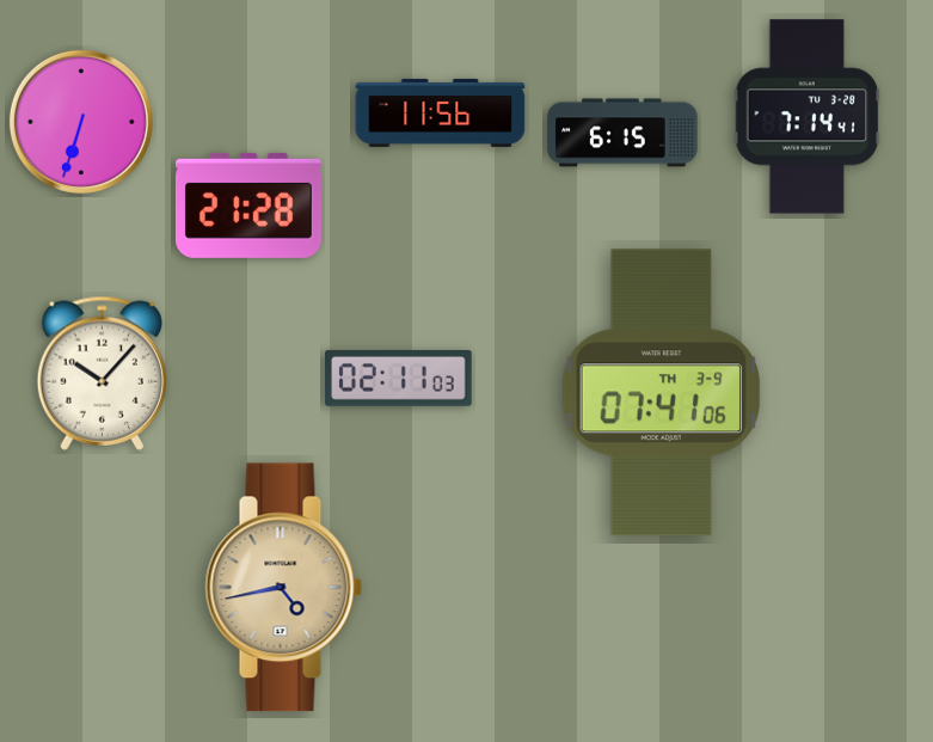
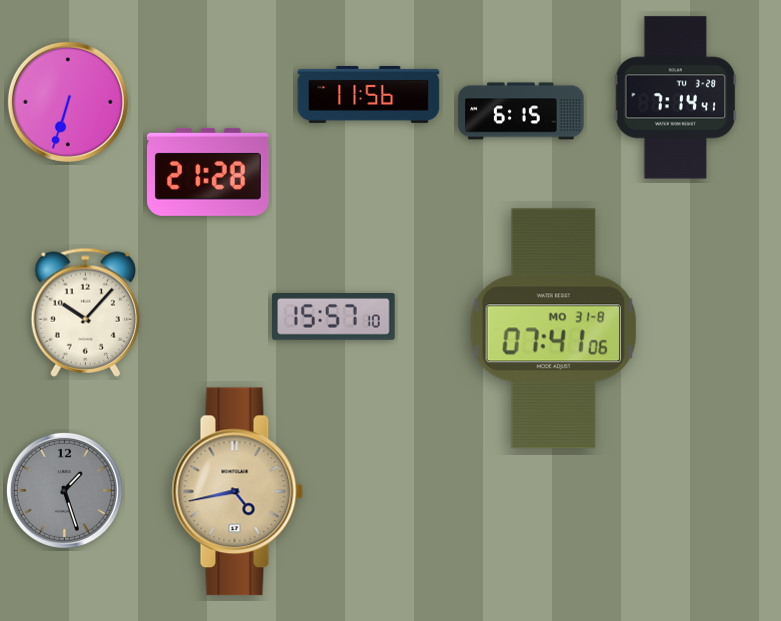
clock at (399, 379): 02:11 -> 15:57
clock at (661, 393) date: TH 3-9 -> MO 31-8
clock at (64, 490): none -> 1:27
